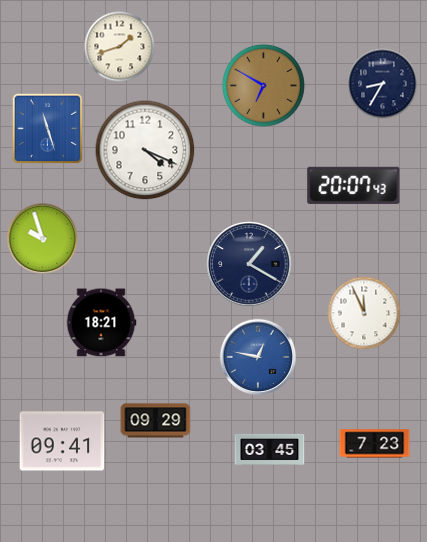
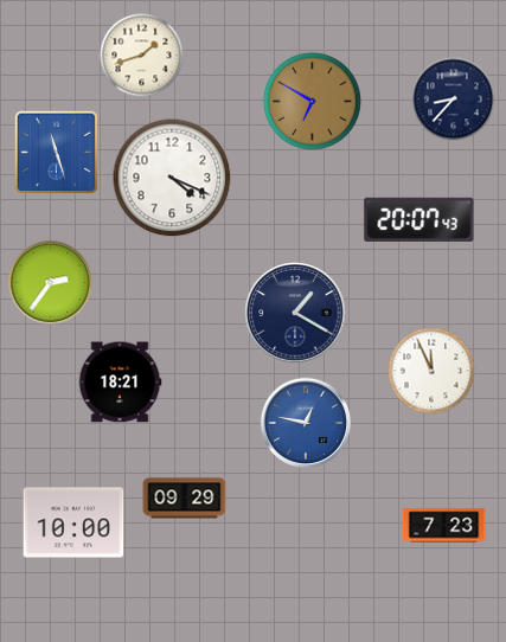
clock at (383, 84): 8:35 -> 8:37
clock at (43, 239): 9:57 -> 2:36
clock at (62, 441): 09:41 -> 10:00
clock at (270, 449): 03:45 -> none
